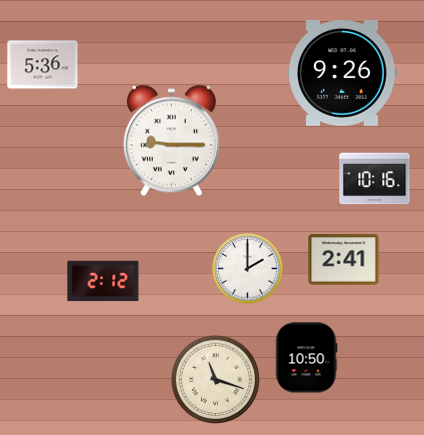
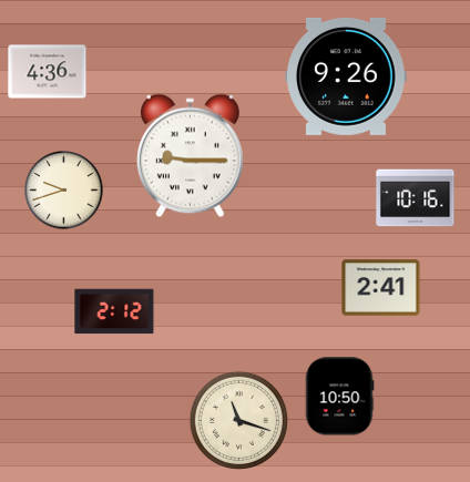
clock at (43, 65): 5:36 -> 4:36
clock at (342, 73) position: (342, 73) -> (346, 76)
clock at (64, 191): none -> 9:42
clock at (248, 269): 2:00 -> none
